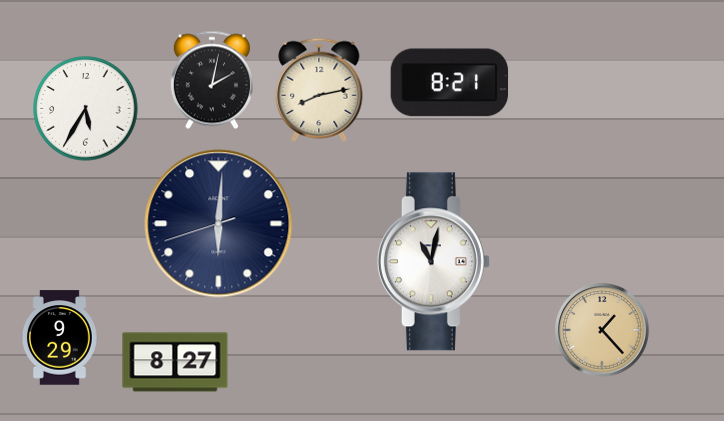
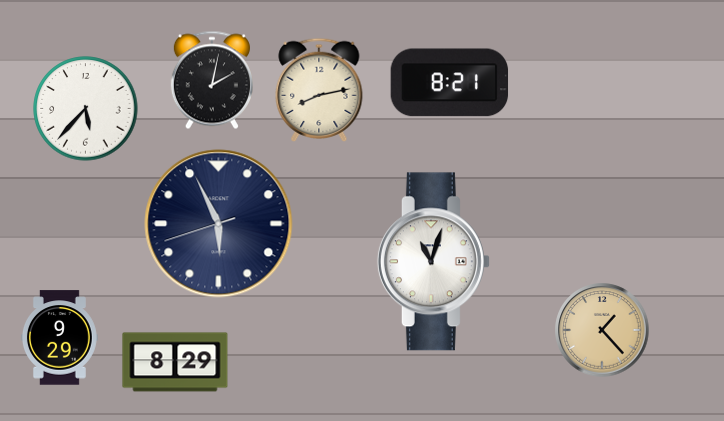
clock at (86, 109): 5:35 -> 5:37
clock at (219, 224): 6:00 -> 5:55
clock at (433, 262): 11:02 -> 11:03
clock at (175, 362): 8:27 -> 8:29
